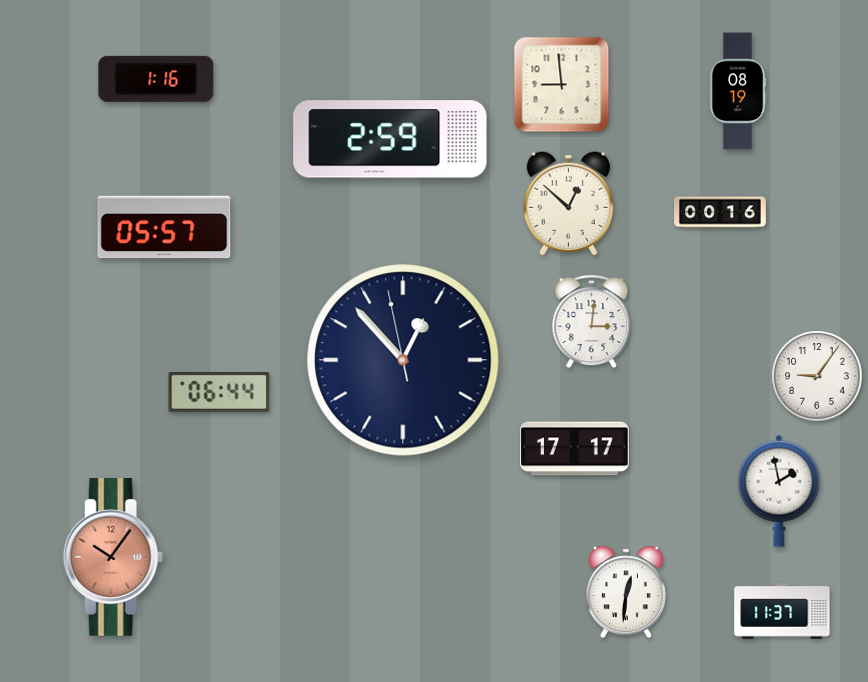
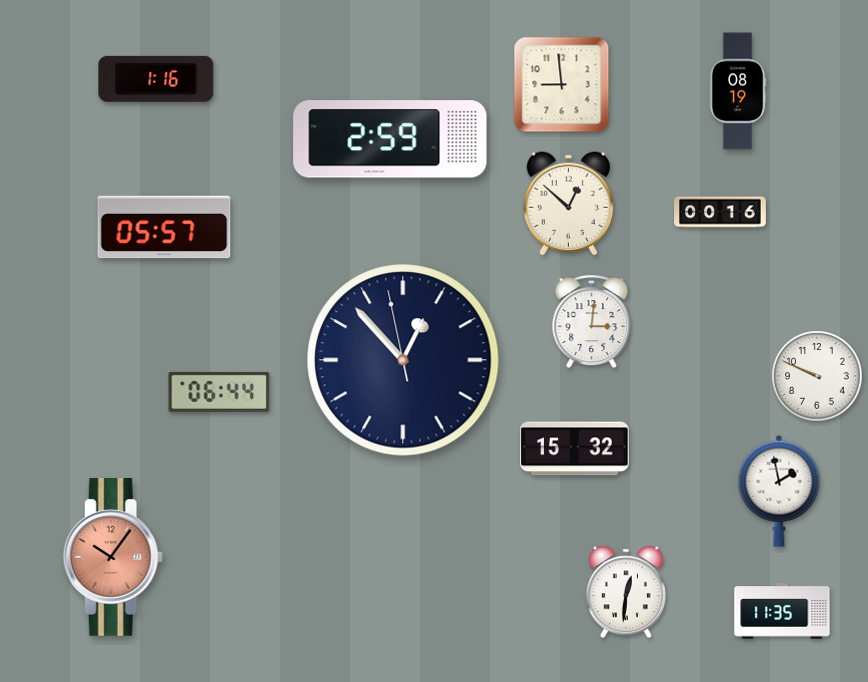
clock at (817, 376): 9:06 -> 9:49
clock at (575, 449): 17:17 -> 15:32
clock at (782, 611): 11:37 -> 11:35
